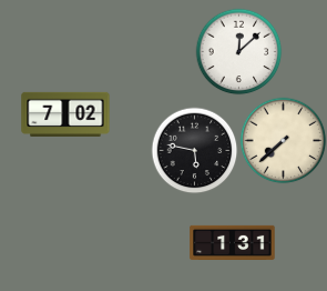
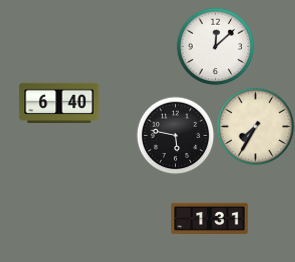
clock at (65, 114): 7:02 -> 6:40
clock at (283, 140): 7:38 -> 7:35
